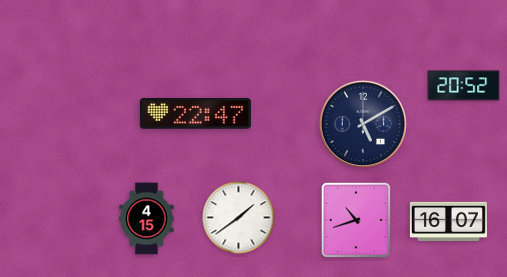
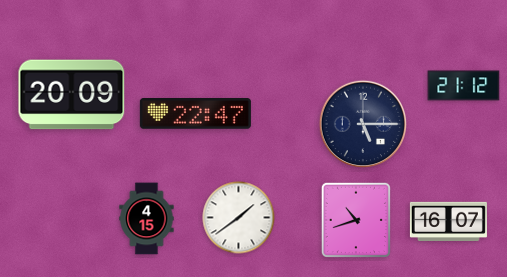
clock at (464, 86): 20:52 -> 21:12
clock at (72, 95): none -> 20:09
clock at (363, 124): 5:10 -> 5:15
